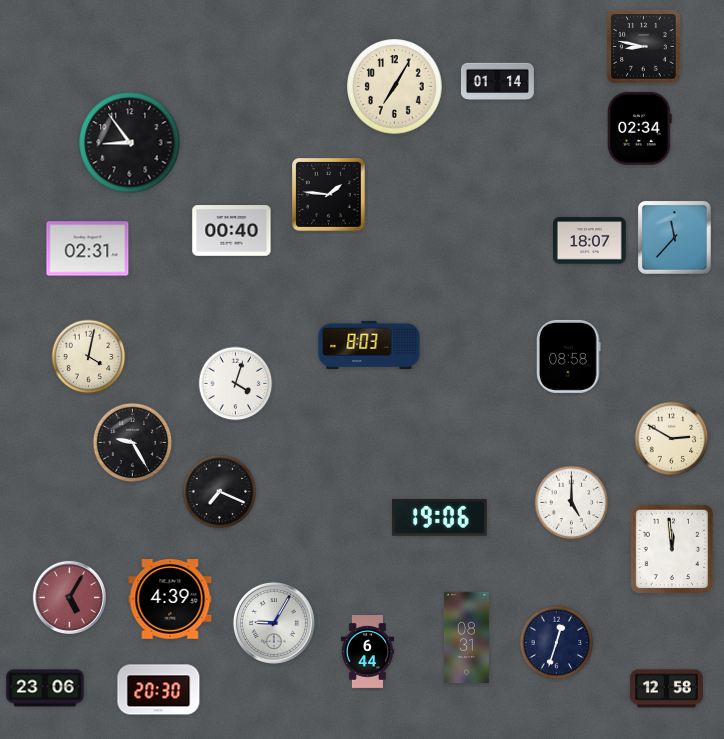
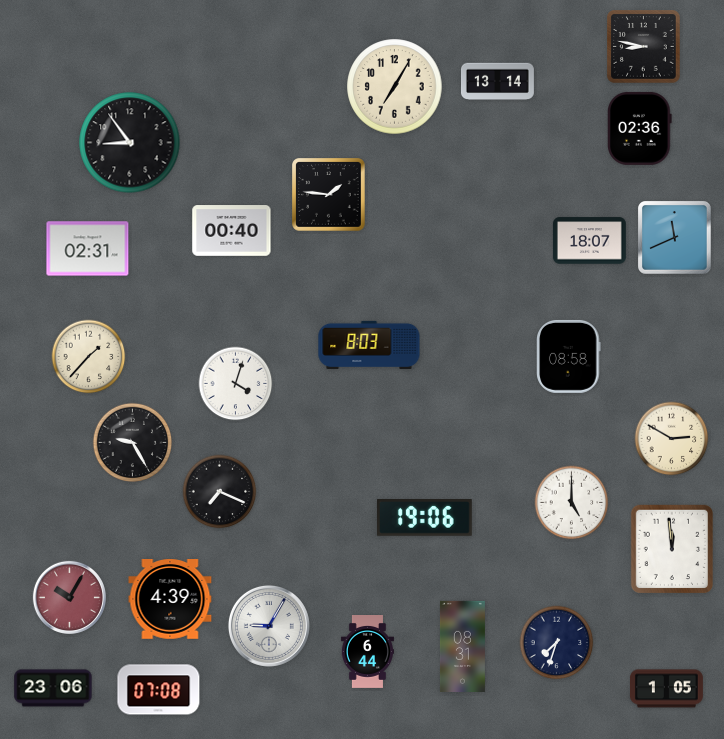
clock at (497, 82): 01:14 -> 13:14
clock at (640, 128): 02:34 -> 02:36
clock at (675, 238): 11:37 -> 11:41
clock at (89, 357): 4:02 -> 1:37
clock at (440, 518) position: (440, 518) -> (425, 518)
clock at (69, 597): 5:05 -> 10:05
clock at (274, 623) position: (274, 623) -> (269, 626)
clock at (466, 637) position: (466, 637) -> (462, 646)
clock at (557, 643): 12:33 -> 7:33
clock at (45, 688) position: (45, 688) -> (53, 688)
clock at (666, 689): 12:58 -> 1:05
clock at (159, 690): 20:30 -> 07:08
